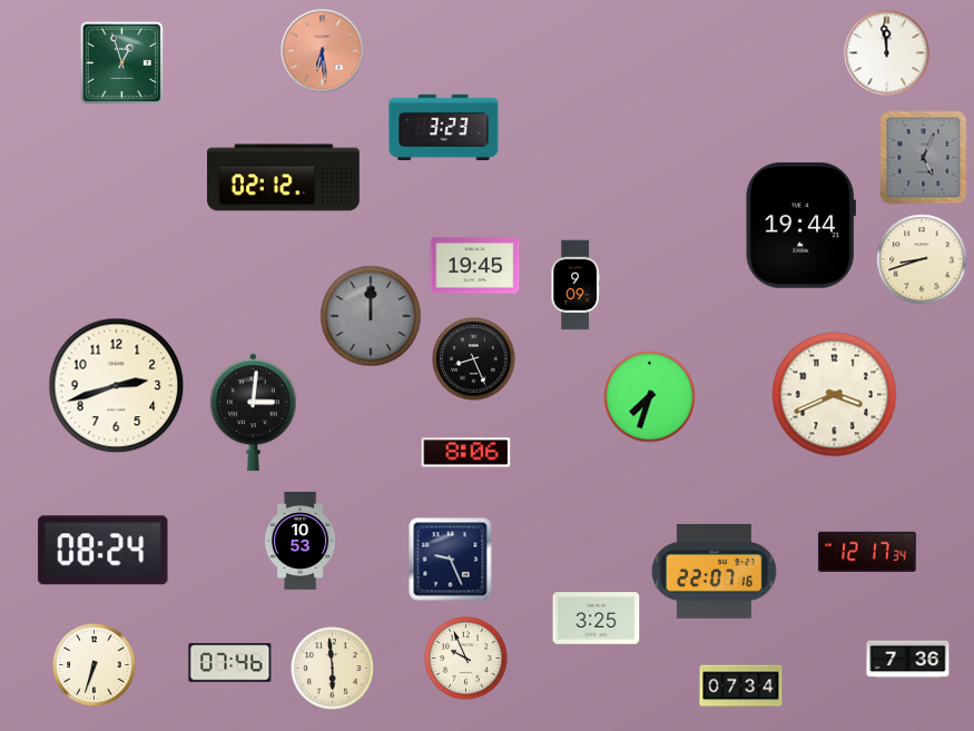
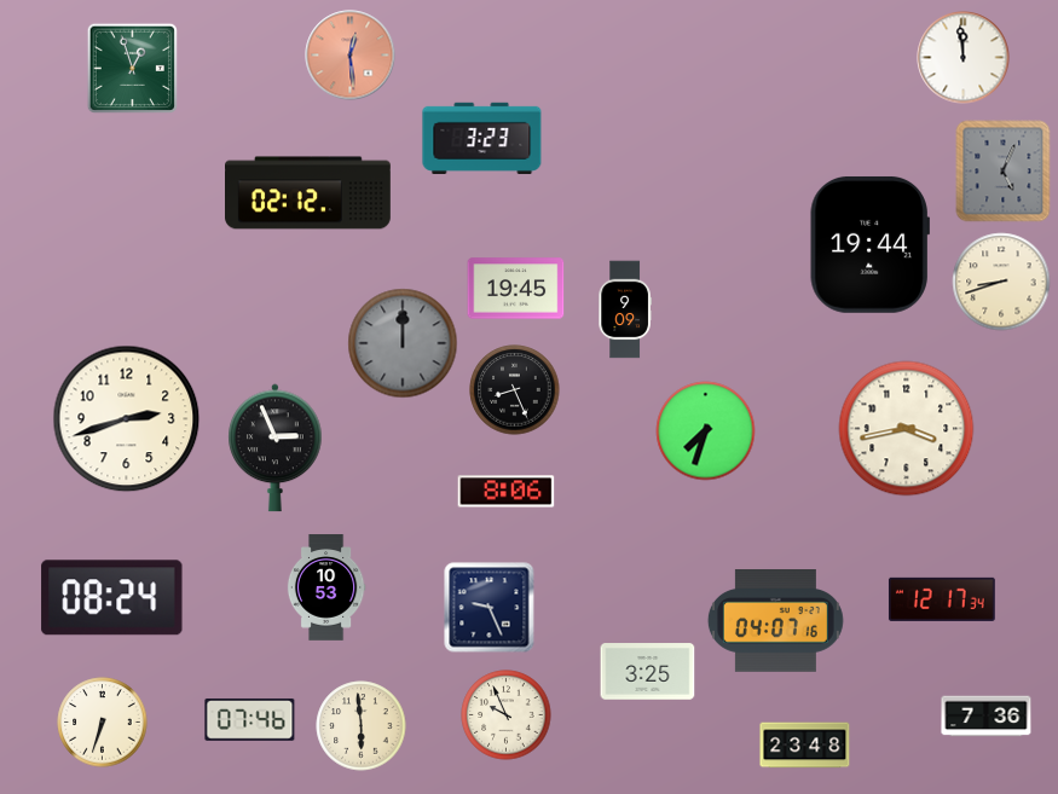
clock at (323, 51): 6:29 -> 12:29
clock at (835, 395): 3:41 -> 3:43
clock at (254, 413): 3:01 -> 2:56
clock at (714, 572): 22:07 -> 04:07
clock at (741, 686): 07:34 -> 23:48
